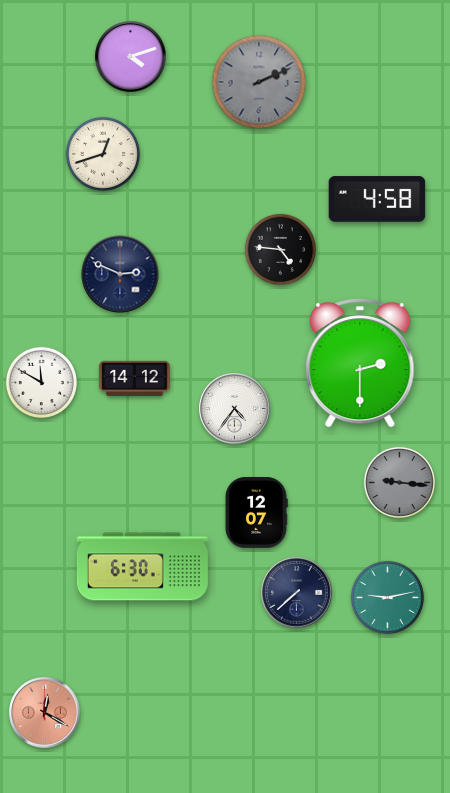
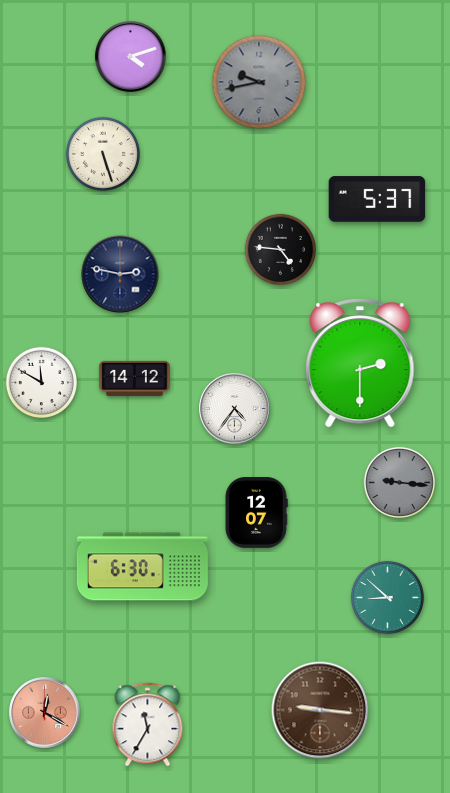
clock at (259, 82): 2:11 -> 9:43
clock at (103, 154): 12:42 -> 5:27
clock at (377, 199): 4:58 -> 5:37
clock at (120, 274): 2:49 -> 2:47
clock at (297, 593): 7:38 -> none
clock at (387, 597): 9:13 -> 8:52
clock at (320, 710): none -> 9:16
clock at (148, 725): none -> 11:35
